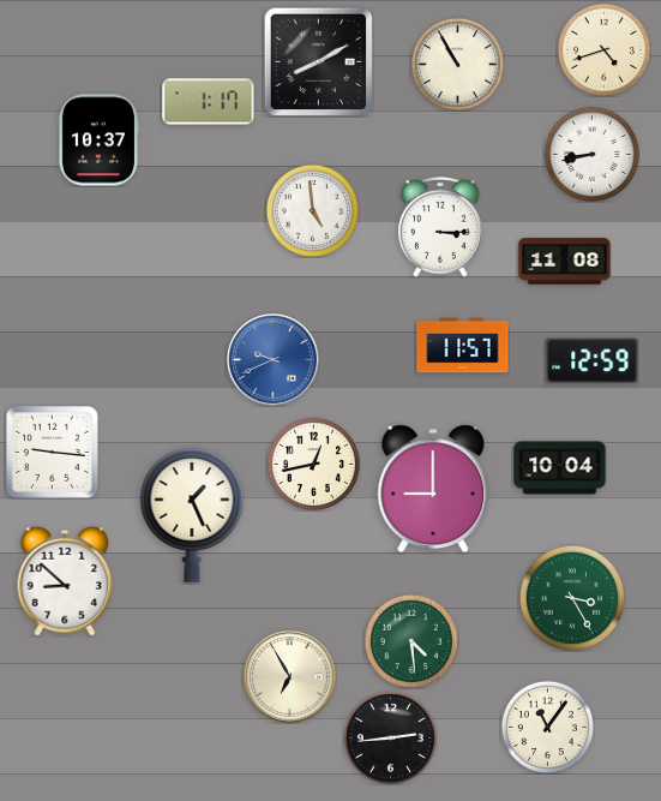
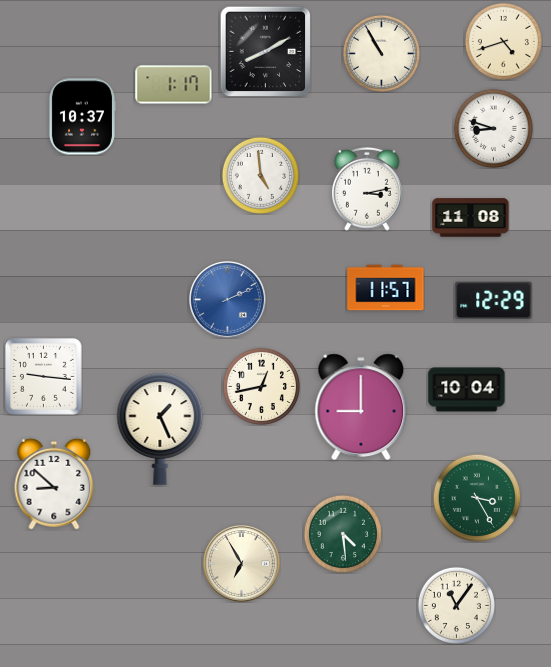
clock at (591, 154): 8:43 -> 8:48
clock at (441, 227): 3:15 -> 3:13
clock at (274, 360): 9:41 -> 2:11
clock at (593, 360): 12:59 -> 12:29
clock at (390, 737): 2:44 -> none
